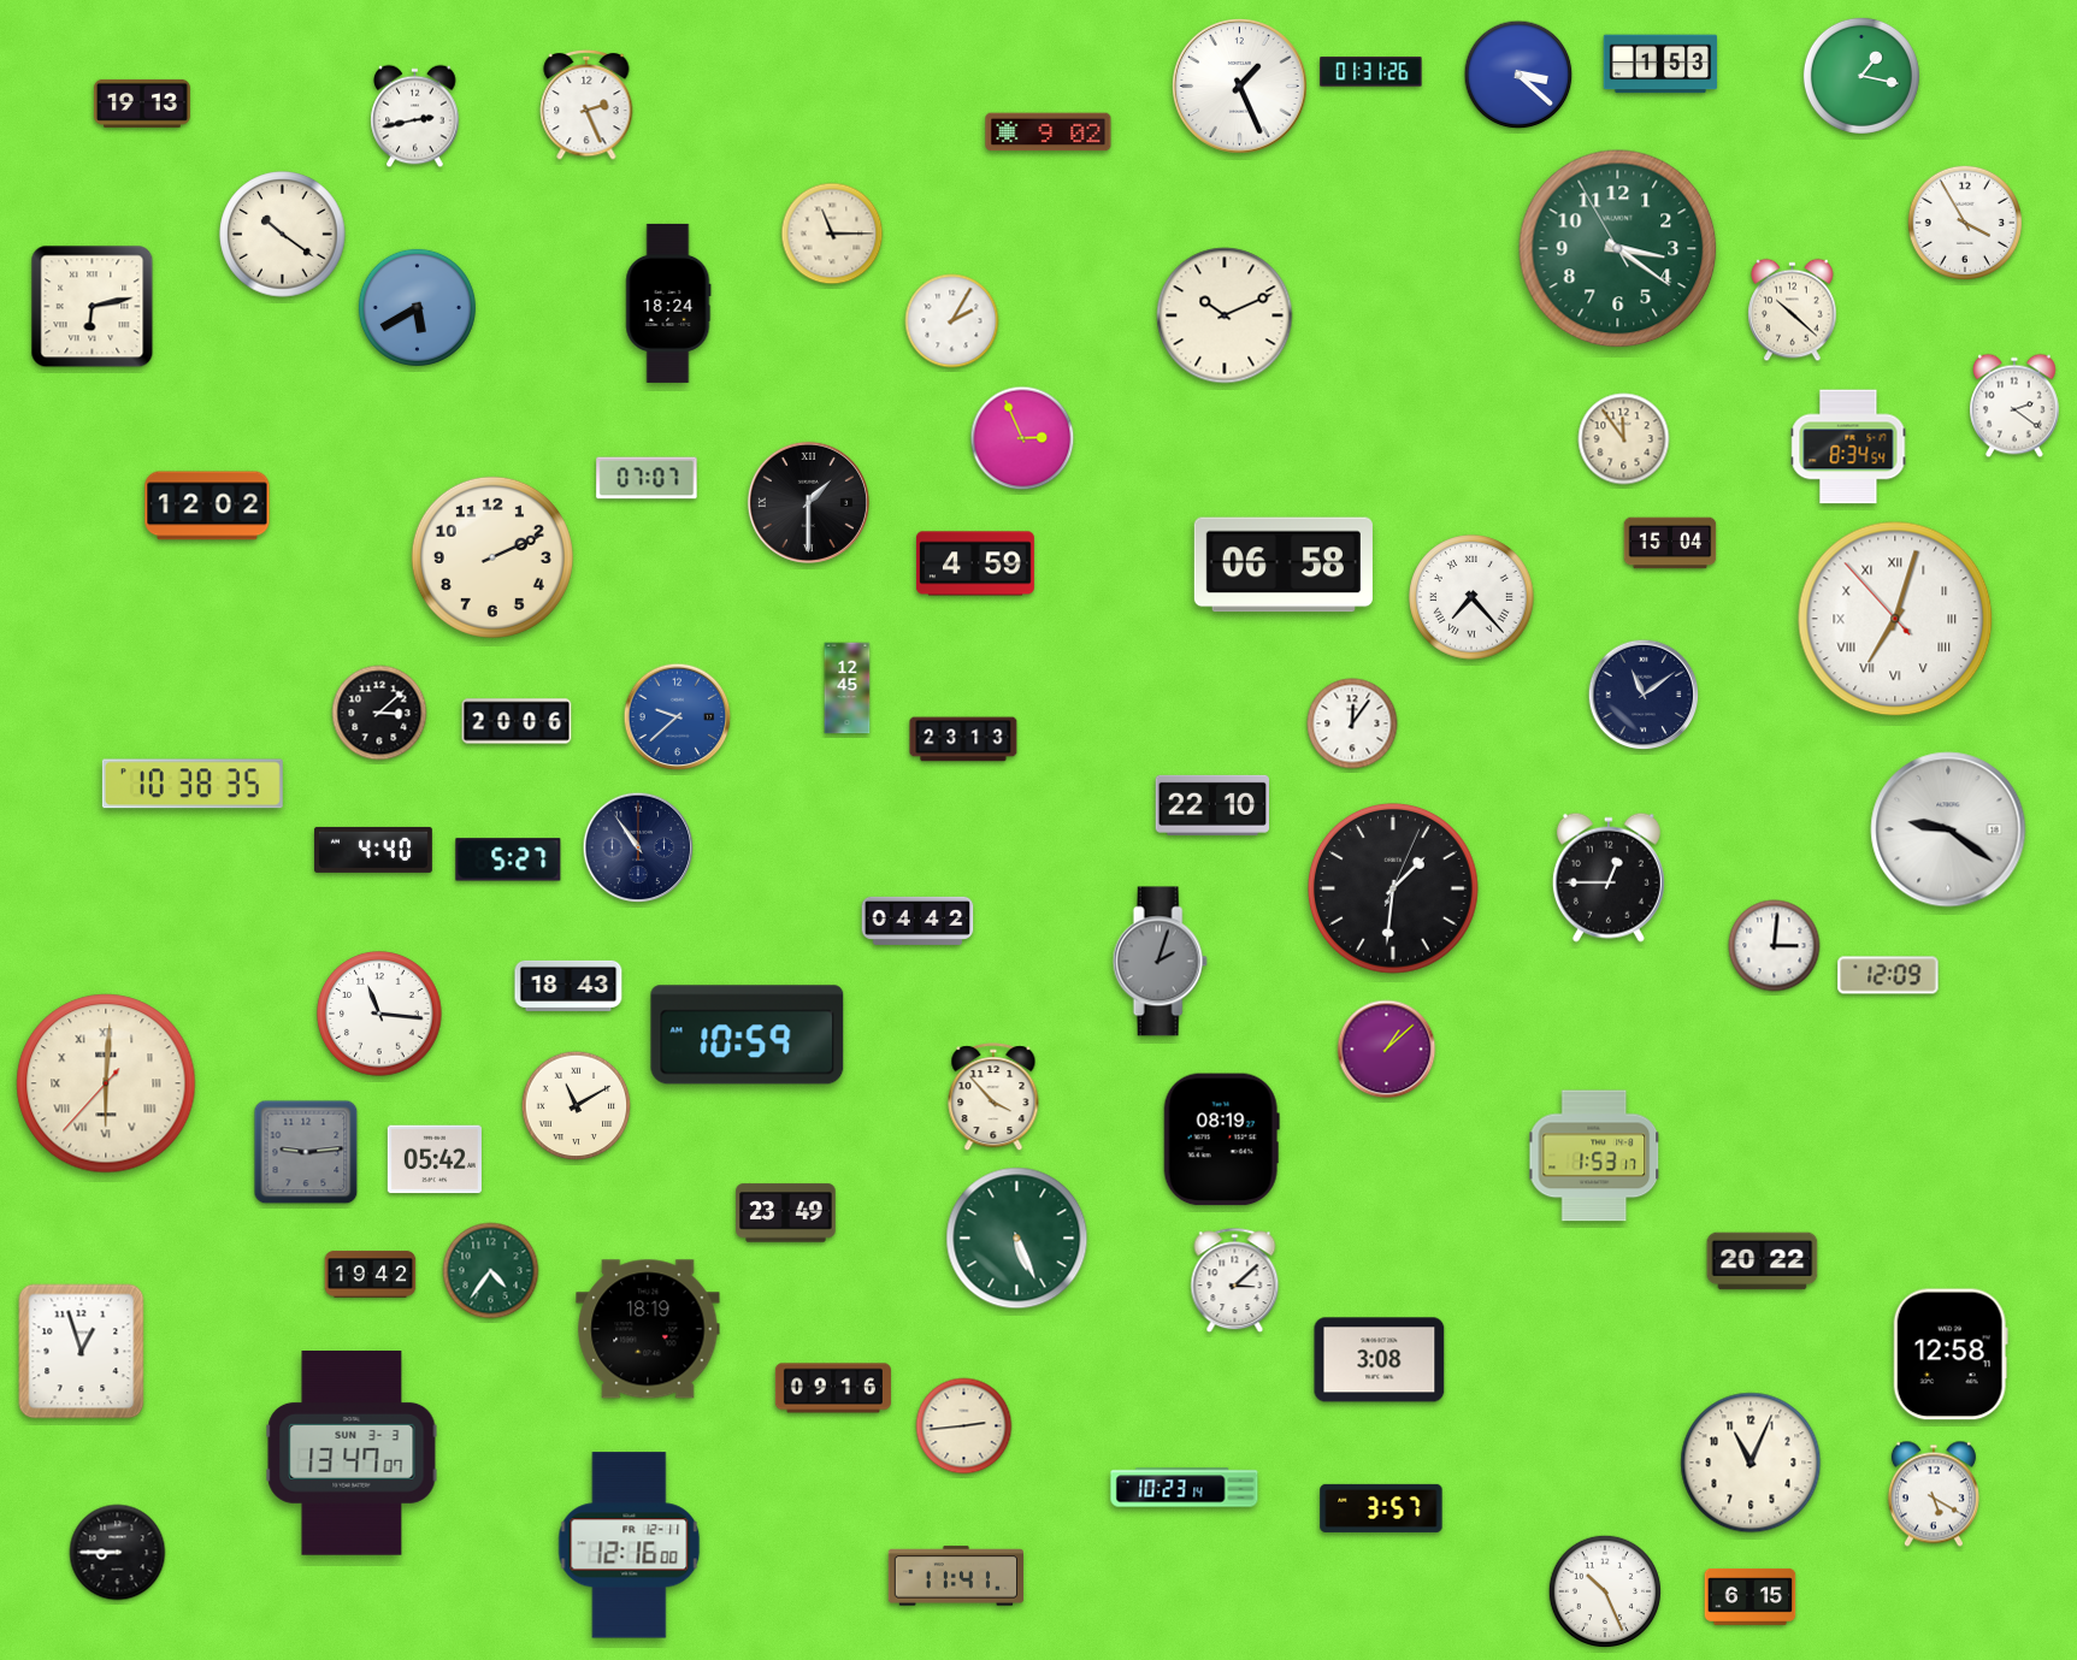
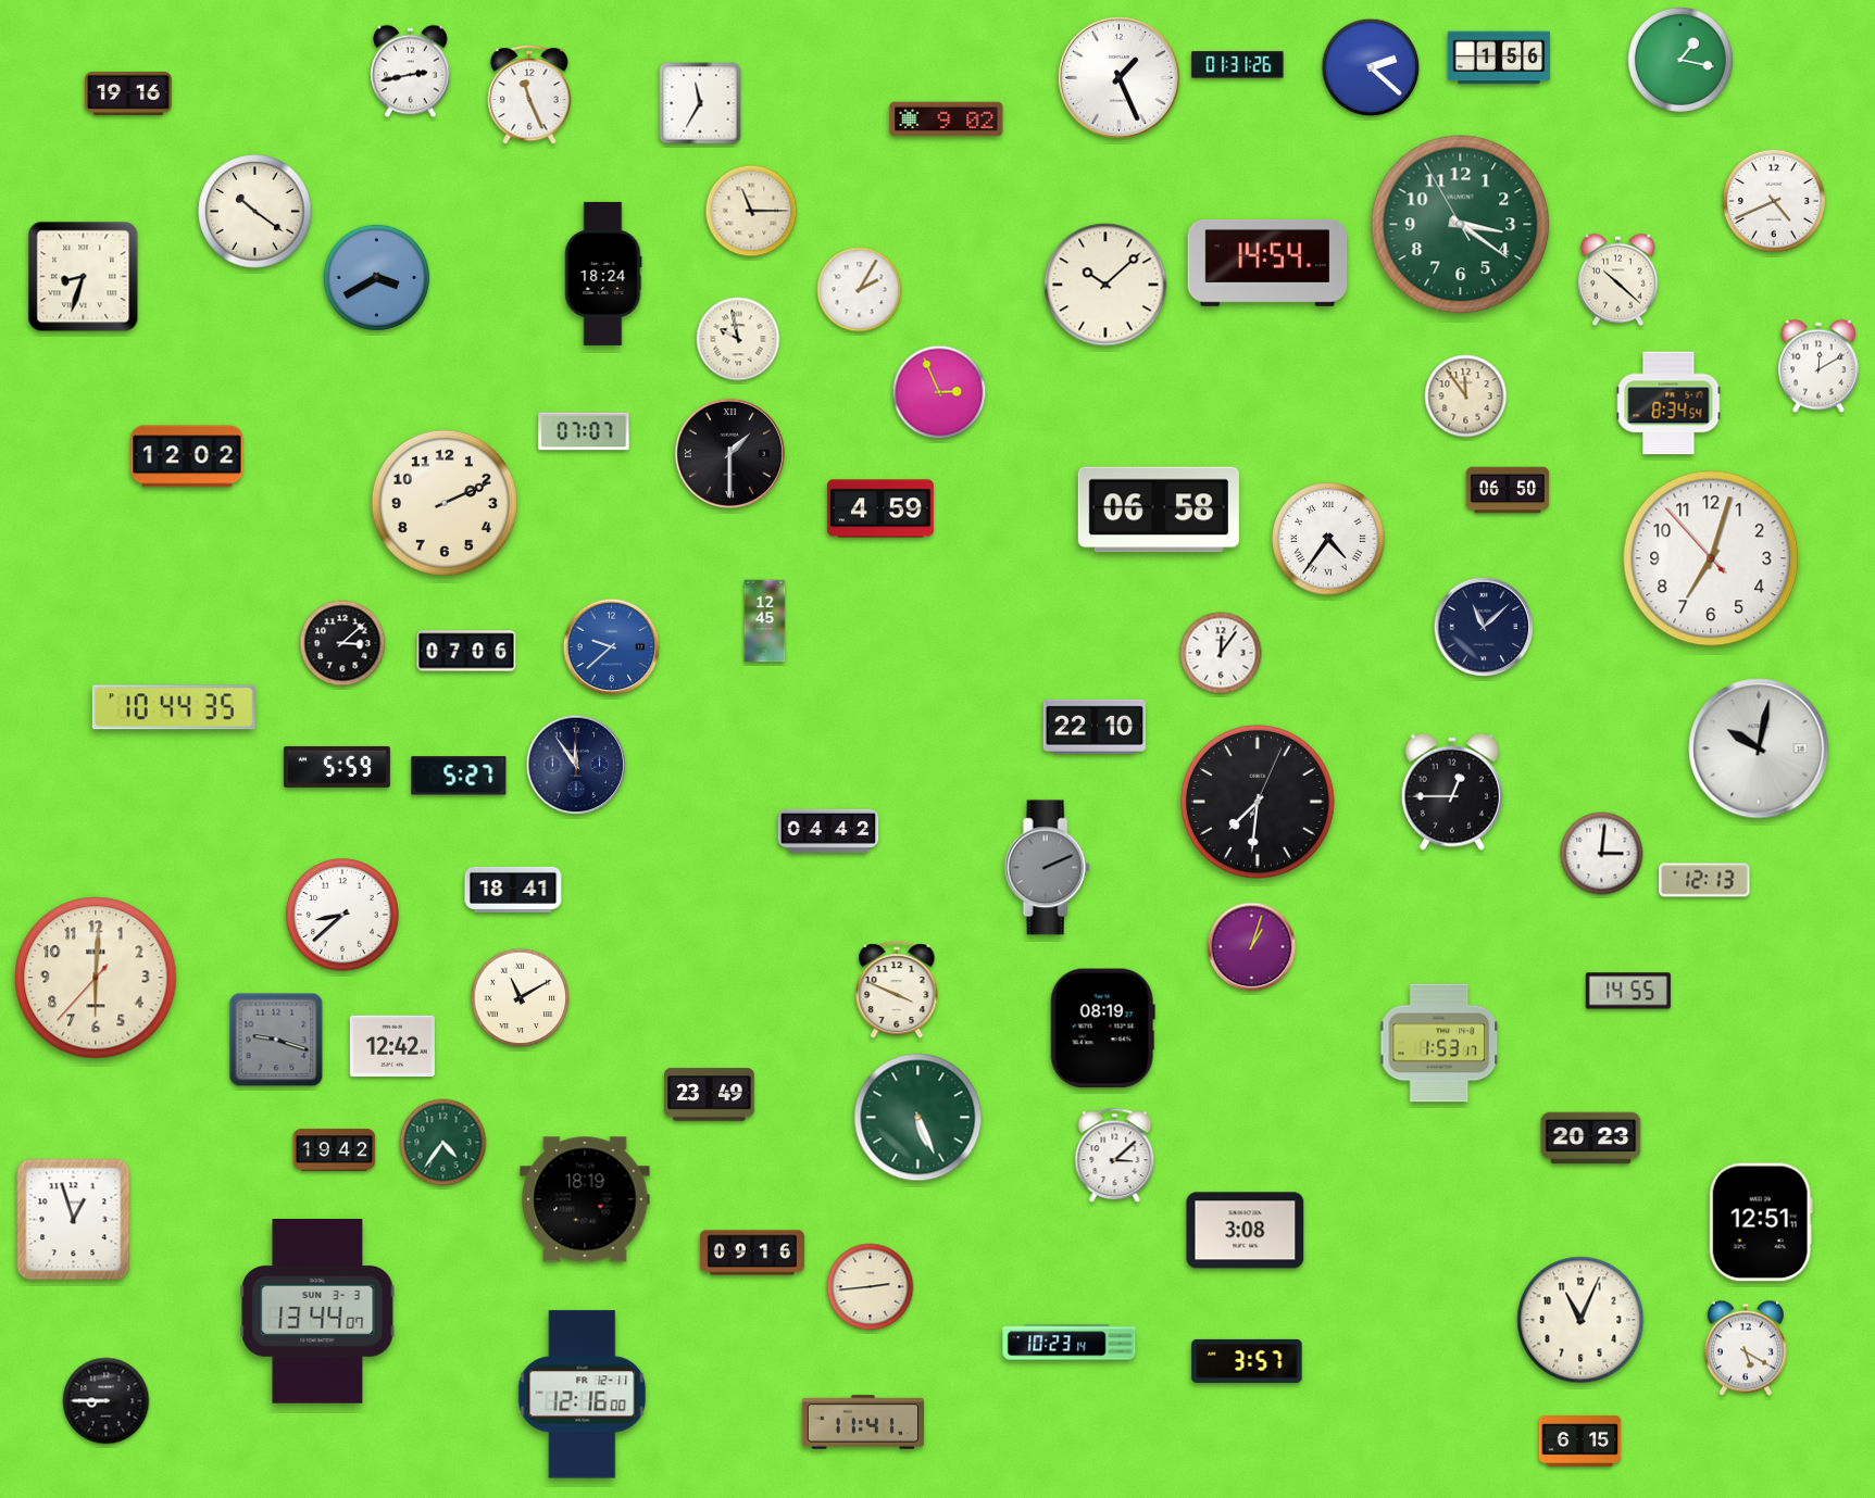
clock at (1660, 64): 1:53 -> 1:56
clock at (1518, 75): 3:22 -> 2:22
clock at (1861, 76) position: (1861, 76) -> (1680, 60)
clock at (142, 104): 19:13 -> 19:16
clock at (586, 105): 2:26 -> 11:26
clock at (700, 103): none -> 11:35
clock at (415, 117) position: (415, 117) -> (411, 72)
clock at (1965, 223): 3:55 -> 4:41
clock at (1267, 263): none -> 14:54
clock at (93, 307): 6:13 -> 8:33
clock at (417, 307): 5:40 -> 3:40
clock at (1225, 315): 10:11 -> 10:08
clock at (738, 339): none -> 9:58
clock at (2016, 406): 2:21 -> 12:10
clock at (1022, 438) position: (1022, 438) -> (939, 392)
clock at (1670, 543): 15:04 -> 06:50
clock at (1471, 597): 7:23 -> 4:36
clock at (1895, 619) numerals: Roman -> Arabic
clock at (1644, 695): 11:09 -> 11:08
clock at (517, 721): 20:06 -> 07:06
clock at (963, 739): 23:13 -> none
clock at (193, 784): 10:38 -> 10:44
clock at (1948, 829): 9:21 -> 10:02
clock at (638, 847): 10:54 -> 11:54
clock at (373, 850): 4:40 -> 5:59
clock at (1394, 890): 1:31 -> 7:31
clock at (1160, 962): 2:03 -> 2:11
clock at (1888, 975): 12:09 -> 12:13
clock at (568, 986): 18:43 -> 18:41
clock at (379, 1014): 11:16 -> 8:38
clock at (748, 1035): 10:59 -> none
clock at (1387, 1050): 1:08 -> 1:03
clock at (106, 1083) numerals: Roman -> Arabic
clock at (993, 1098): 3:53 -> 3:49
clock at (1628, 991): none -> 14:55
clock at (306, 1152): 9:14 -> 9:18
clock at (435, 1159): 05:42 -> 12:42
clock at (1763, 1262): 20:22 -> 20:23
clock at (491, 1271) position: (491, 1271) -> (443, 1143)
clock at (1951, 1354): 12:58 -> 12:51
clock at (1380, 1360) position: (1380, 1360) -> (1246, 1231)
clock at (352, 1454): 13:47 -> 13:44
clock at (630, 1546) position: (630, 1546) -> (583, 1395)
clock at (1604, 1590): 10:26 -> none
